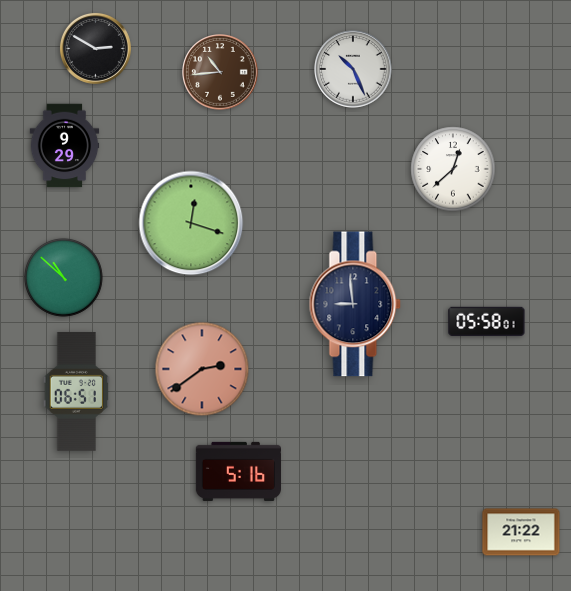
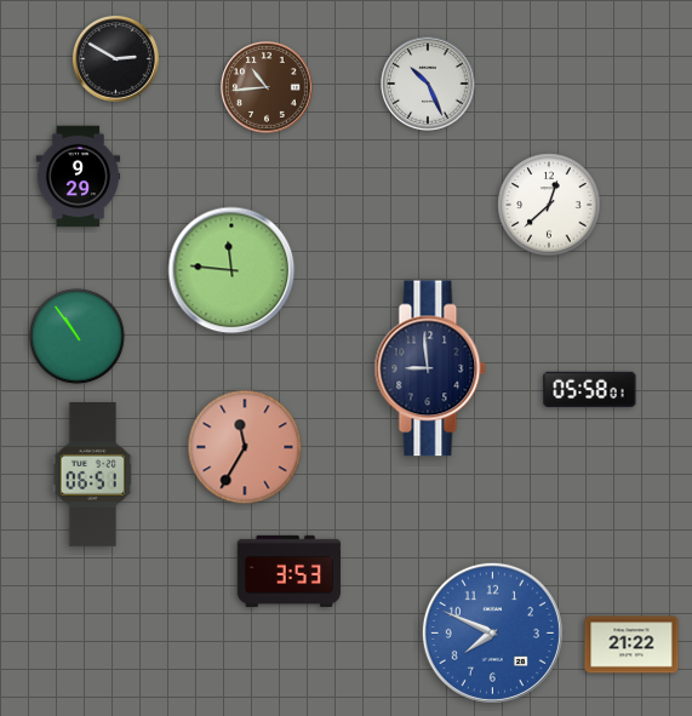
clock at (191, 223): 12:18 -> 11:46
clock at (63, 277): 10:52 -> 10:54
clock at (202, 369): 2:39 -> 11:35
clock at (238, 471): 5:16 -> 3:53
clock at (492, 632): none -> 7:49
